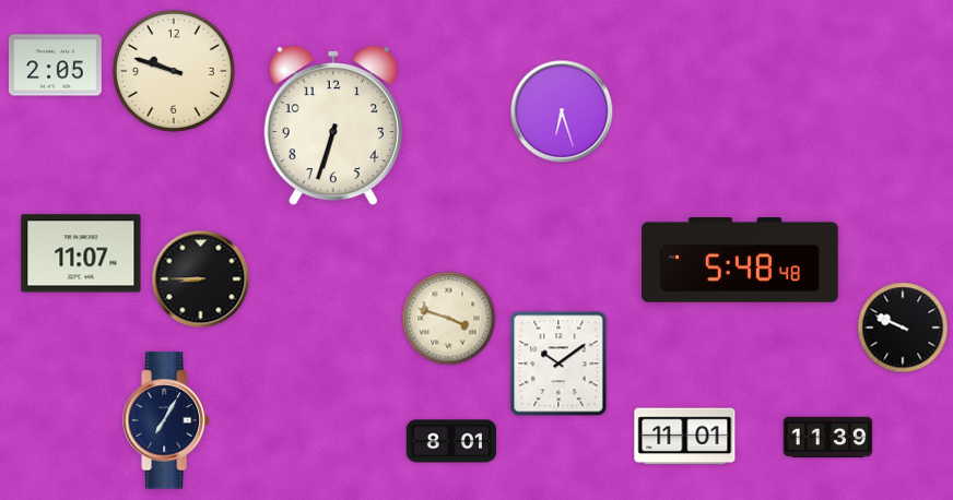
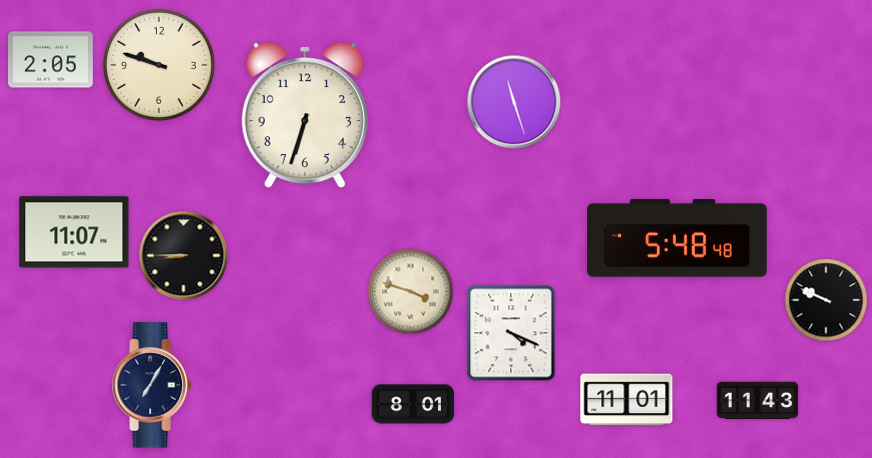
clock at (562, 111): 6:27 -> 11:27
clock at (558, 364): 10:09 -> 4:19
clock at (828, 438): 11:39 -> 11:43
